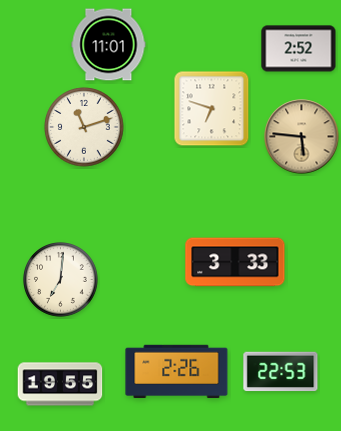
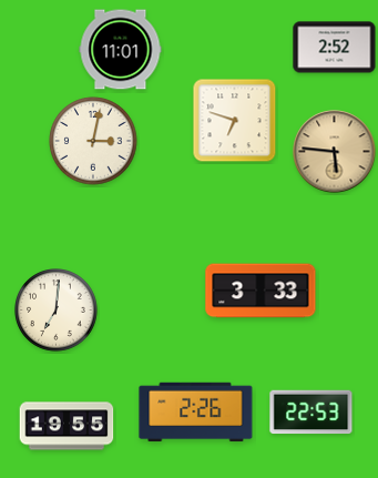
clock at (299, 49) position: (299, 49) -> (335, 48)
clock at (84, 127): 11:12 -> 3:02
clock at (61, 280) position: (61, 280) -> (57, 311)
